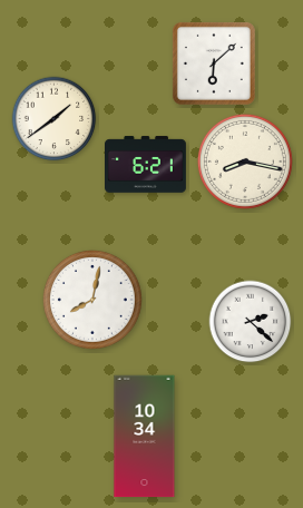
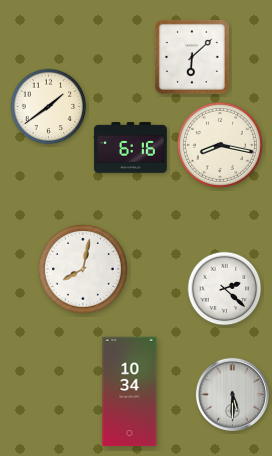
clock at (146, 165): 6:21 -> 6:16
clock at (232, 394): none -> 5:30
